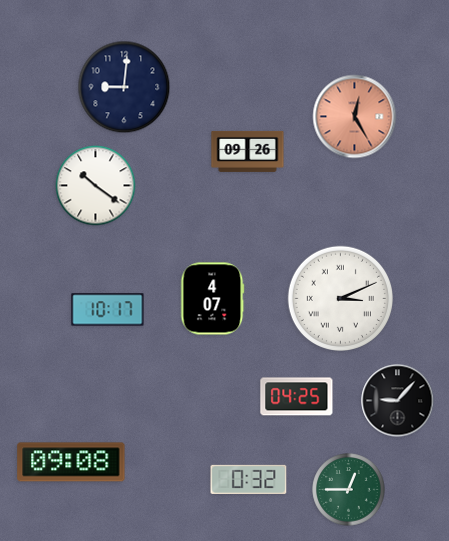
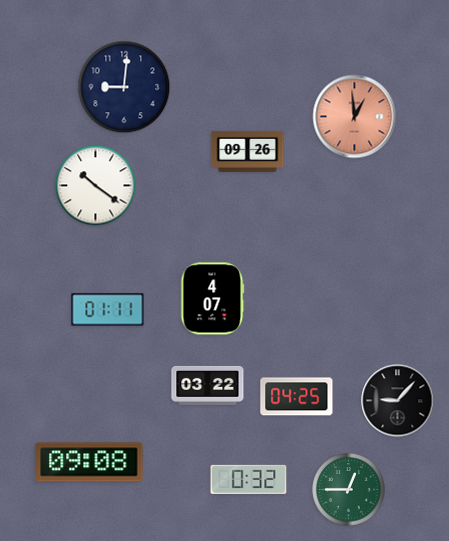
clock at (355, 117): 12:25 -> 12:59
clock at (340, 298): 3:11 -> none
clock at (108, 310): 10:17 -> 01:11
clock at (208, 385): none -> 03:22
clock at (71, 462) position: (71, 462) -> (89, 462)
